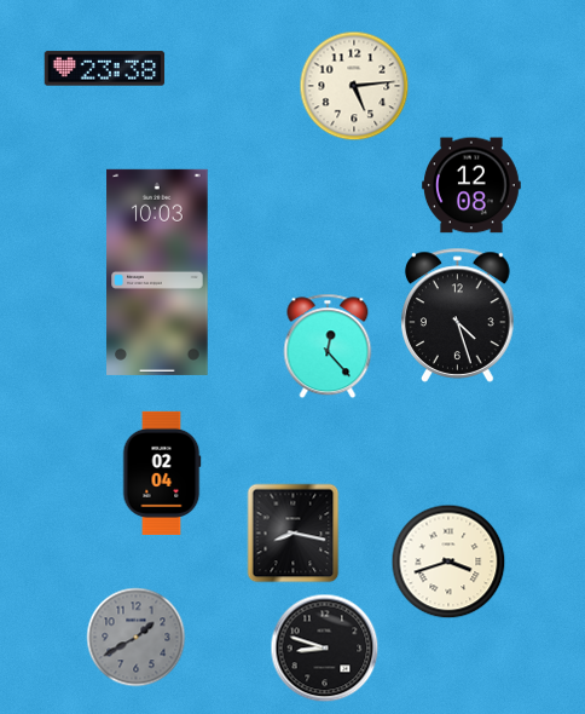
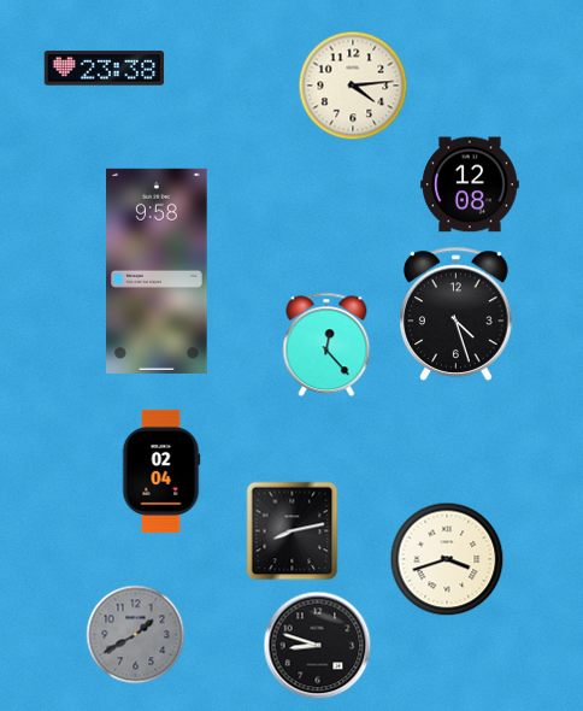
clock at (354, 86): 5:14 -> 4:14
clock at (157, 272): 10:03 -> 9:58
clock at (294, 534): 8:17 -> 8:13
clock at (325, 649) position: (325, 649) -> (318, 646)
